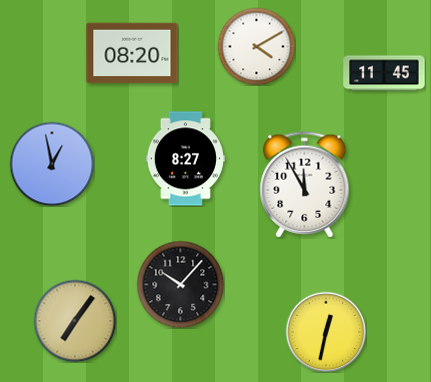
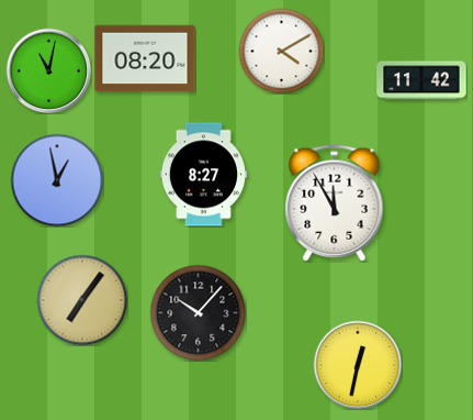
clock at (48, 70): none -> 11:02
clock at (384, 73): 11:45 -> 11:42
clock at (75, 321) position: (75, 321) -> (82, 300)
